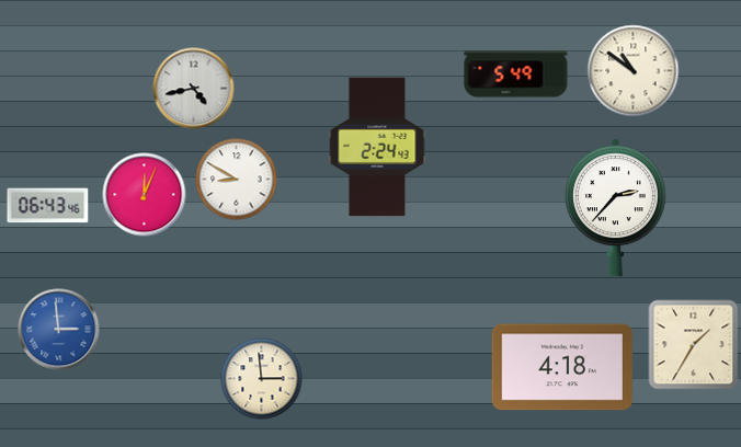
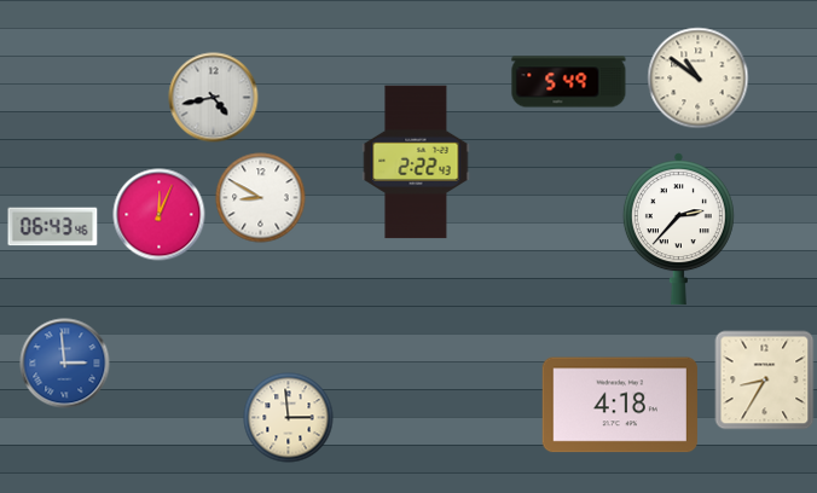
clock at (377, 147): 2:24 -> 2:22
clock at (694, 345): 1:35 -> 8:35
